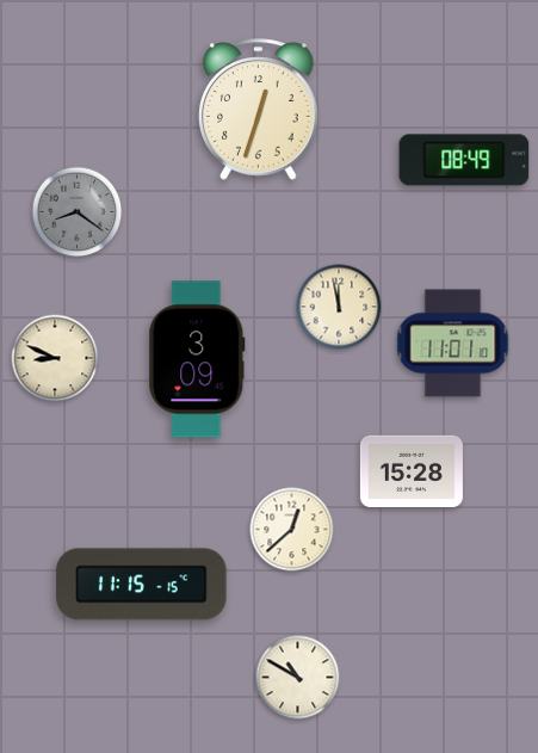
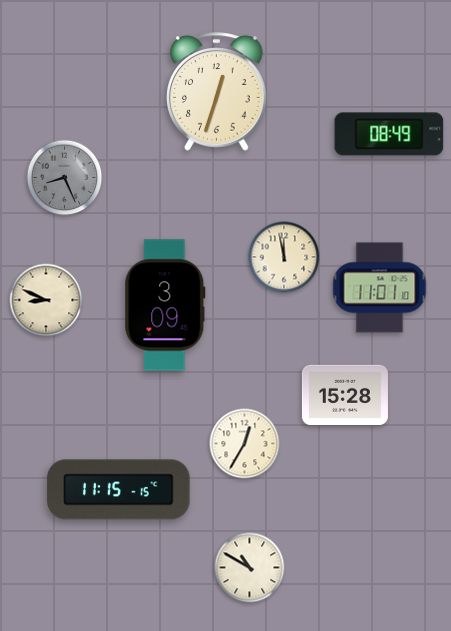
clock at (78, 212): 8:21 -> 8:26
clock at (197, 359) position: (197, 359) -> (165, 305)
clock at (292, 530): 12:38 -> 12:35
